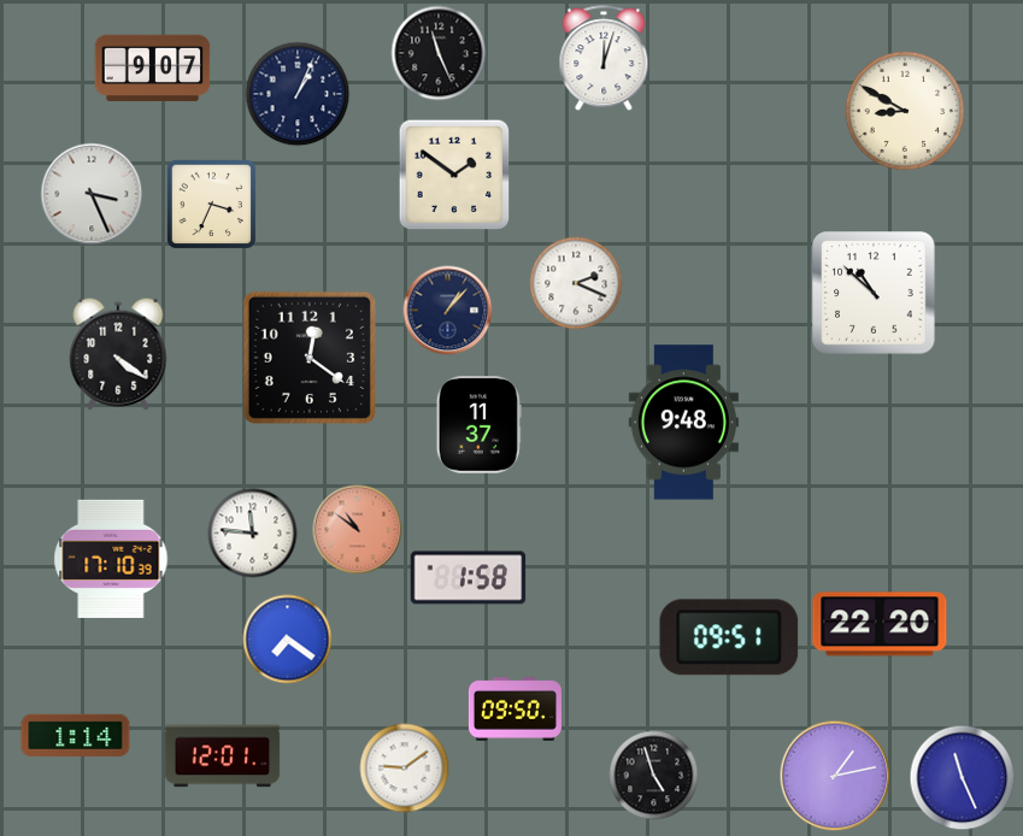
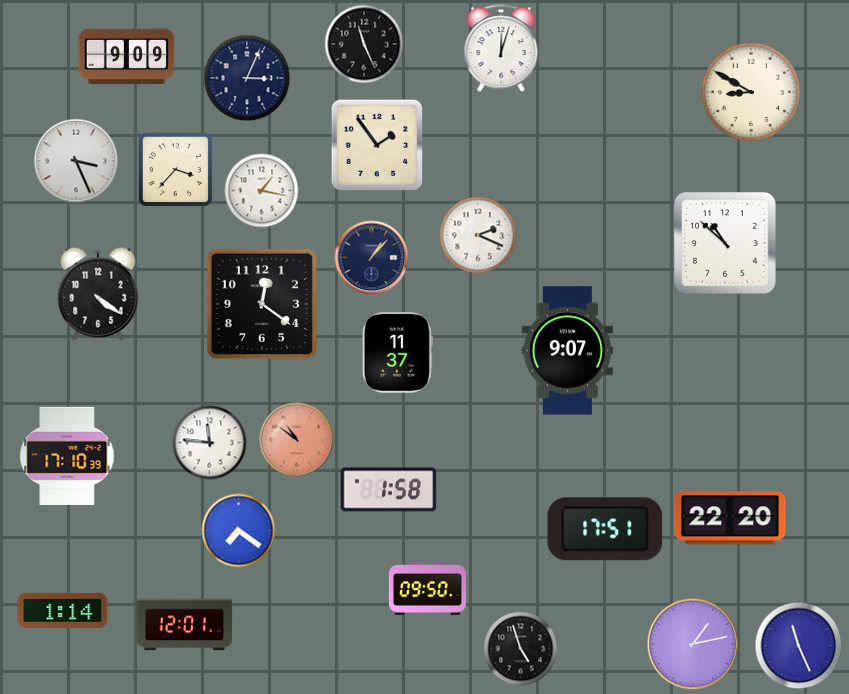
clock at (153, 67): 9:07 -> 9:09
clock at (298, 94): 1:04 -> 3:04
clock at (454, 175): 1:51 -> 1:54
clock at (212, 205): 3:34 -> 3:37
clock at (262, 191): none -> 1:17
clock at (310, 358) position: (310, 358) -> (262, 304)
clock at (683, 423): 9:48 -> 9:07
clock at (111, 559) position: (111, 559) -> (67, 456)
clock at (469, 578) position: (469, 578) -> (389, 490)
clock at (729, 637): 09:51 -> 17:51
clock at (223, 756) position: (223, 756) -> (185, 625)
clock at (405, 769): 9:09 -> none
clock at (654, 776) position: (654, 776) -> (521, 649)
